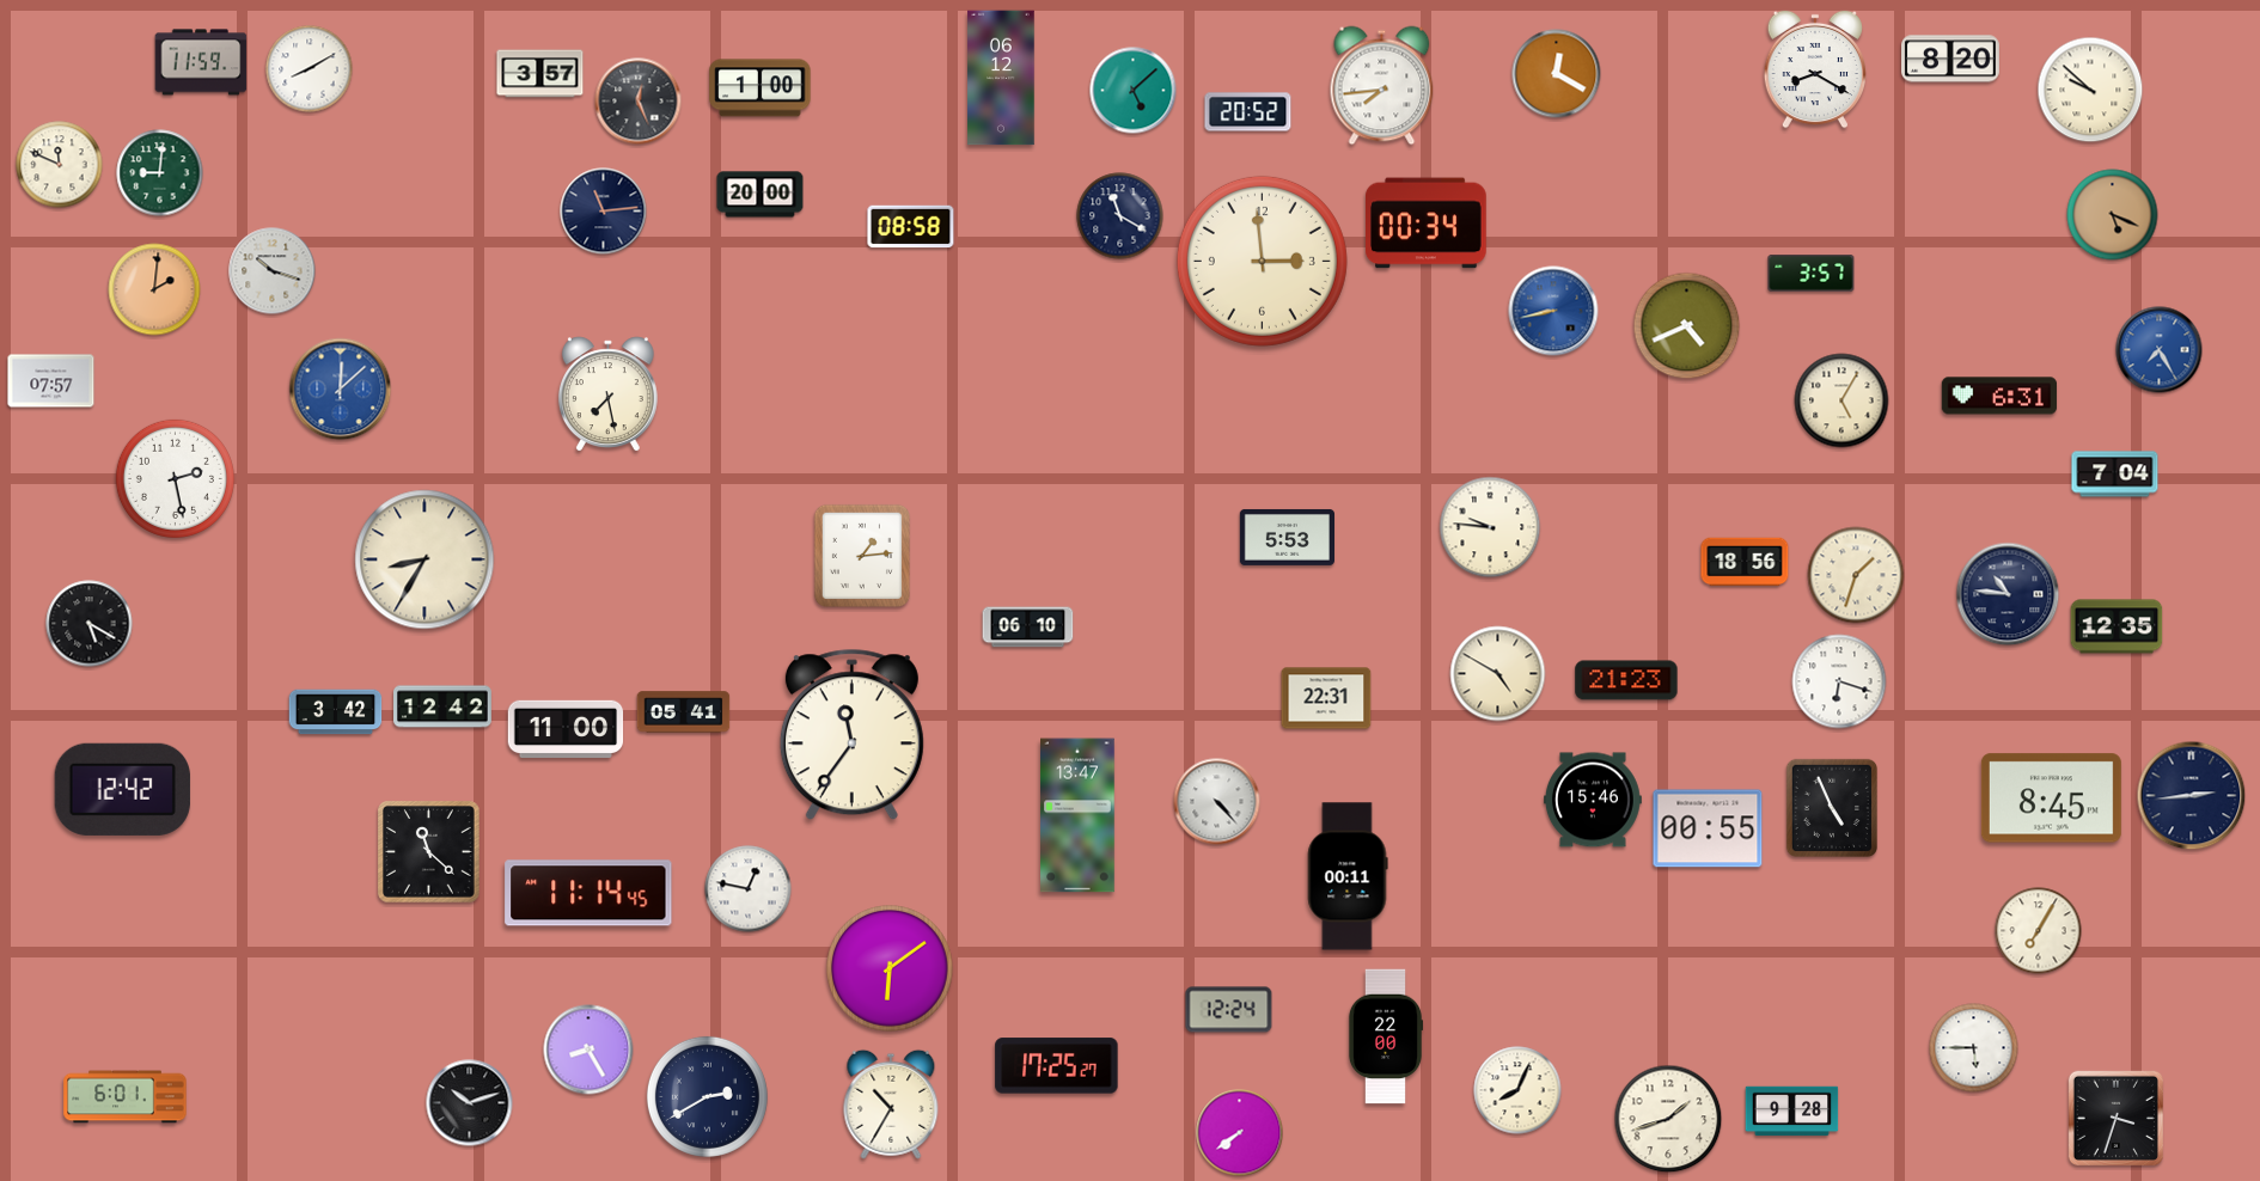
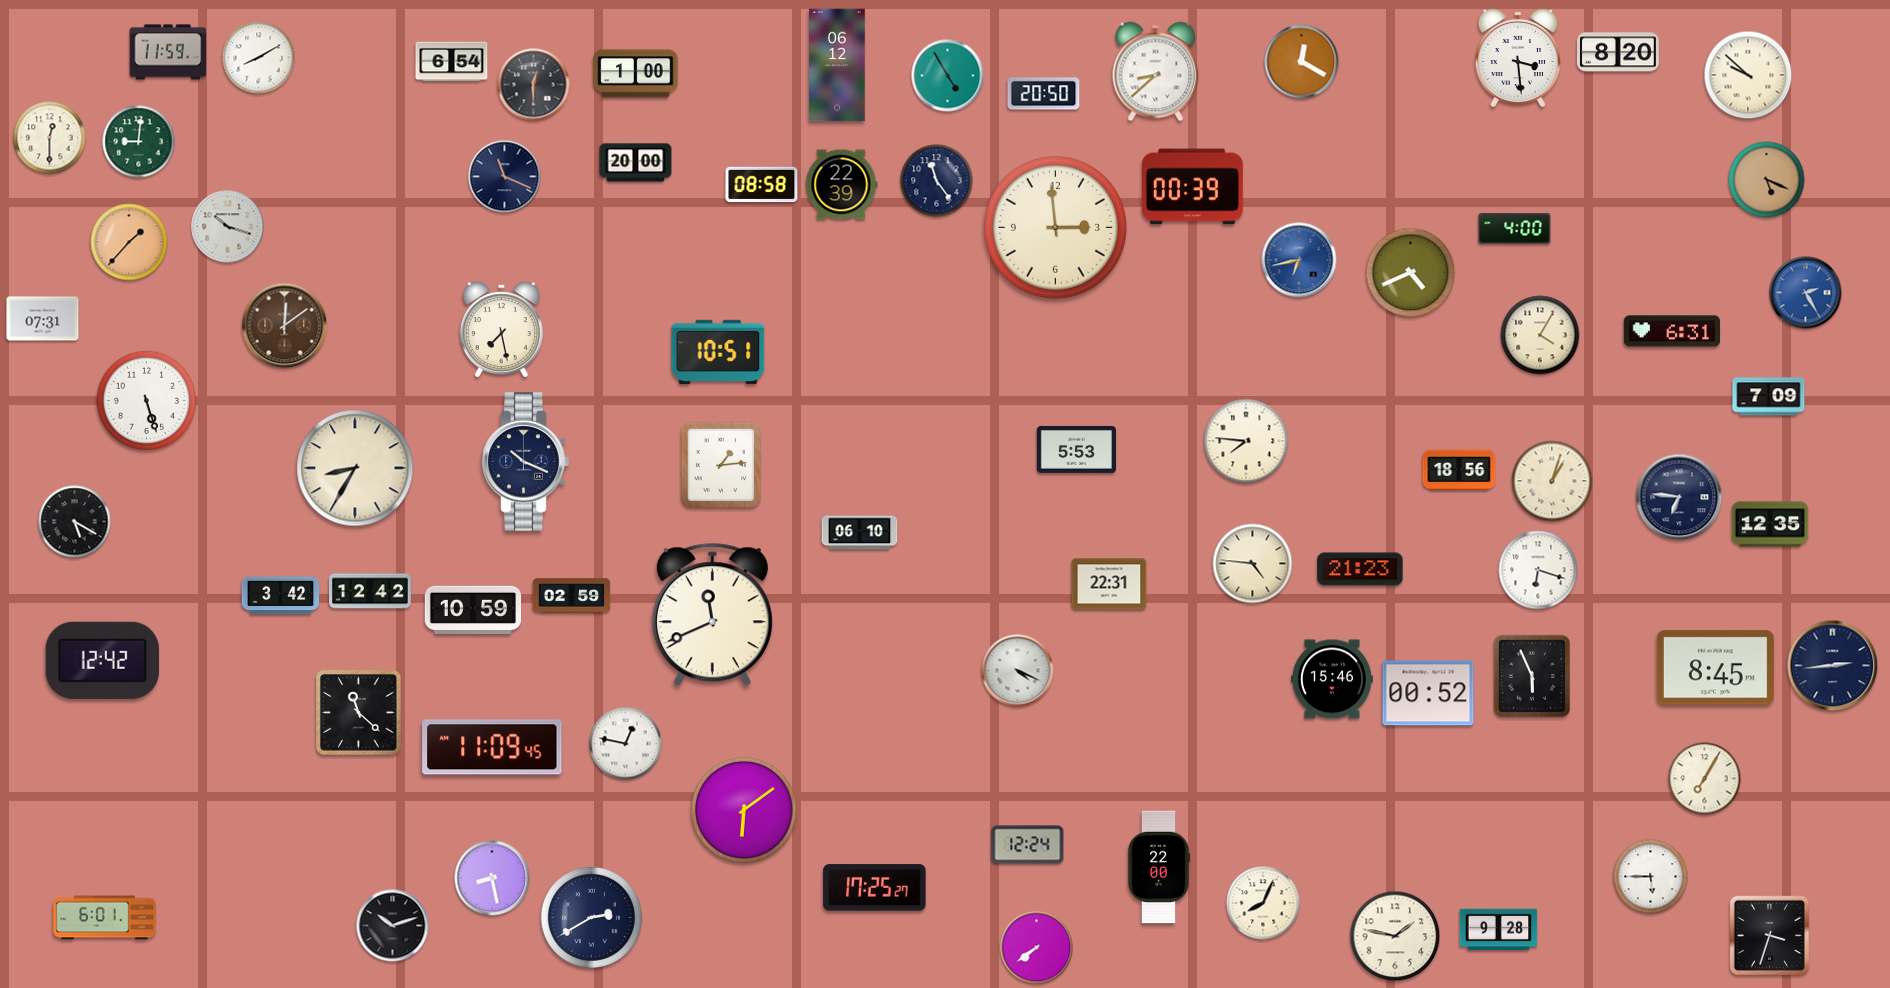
clock at (1951, 59) position: (1951, 59) -> (1619, 52)
clock at (1814, 69): 8:20 -> 3:29
clock at (540, 74): 3:57 -> 6:54
clock at (1382, 86): 7:44 -> 8:38
clock at (1134, 91): 5:08 -> 4:55
clock at (639, 102): 12:26 -> 12:30
clock at (1248, 112): 20:52 -> 20:50
clock at (60, 165): 11:49 -> 12:30
clock at (160, 173) position: (160, 173) -> (139, 142)
clock at (604, 212): 11:14 -> 11:19
clock at (1120, 216): 11:20 -> 11:24
clock at (841, 185): none -> 22:39
clock at (1427, 224): 00:34 -> 00:39
clock at (911, 227) position: (911, 227) -> (762, 185)
clock at (1262, 261) position: (1262, 261) -> (1055, 227)
clock at (1812, 274): 3:57 -> 4:00
clock at (154, 289): 2:01 -> 1:37
clock at (1553, 311): 8:43 -> 6:43
clock at (2160, 350): 7:25 -> 2:25
clock at (51, 381): 07:57 -> 07:31
clock at (341, 390): 12:08 -> 12:09
clock at (341, 390) dial: blue -> brown
clock at (607, 394) position: (607, 394) -> (501, 330)
clock at (1841, 400): 5:05 -> 4:05
clock at (718, 352): none -> 10:51
clock at (2115, 475): 7:04 -> 7:09
clock at (175, 478): 2:28 -> 5:27
clock at (1490, 527): 9:46 -> 7:46
clock at (526, 462): none -> 10:19
clock at (1856, 575): 1:33 -> 1:03
clock at (2008, 594): 10:46 -> 6:46
clock at (1028, 628) position: (1028, 628) -> (860, 533)
clock at (1498, 674): 4:50 -> 4:46
clock at (684, 712): 05:41 -> 02:59
clock at (566, 729): 11:00 -> 10:59
clock at (851, 735): 11:36 -> 11:41
clock at (1594, 800) position: (1594, 800) -> (1333, 679)
clock at (1217, 802): 4:23 -> 4:19
clock at (1831, 807): 4:56 -> 5:56
clock at (1077, 815): 13:47 -> none
clock at (1708, 828): 00:55 -> 00:52
clock at (1348, 876): 00:11 -> none
clock at (588, 893): 11:14 -> 11:09
clock at (588, 1050): 8:25 -> 8:28
clock at (1057, 1066) position: (1057, 1066) -> (875, 888)
clock at (1517, 1090) position: (1517, 1090) -> (1263, 903)
clock at (470, 1103) position: (470, 1103) -> (393, 926)
clock at (891, 1104): 10:35 -> none
clock at (1668, 1119): 1:42 -> 1:47
